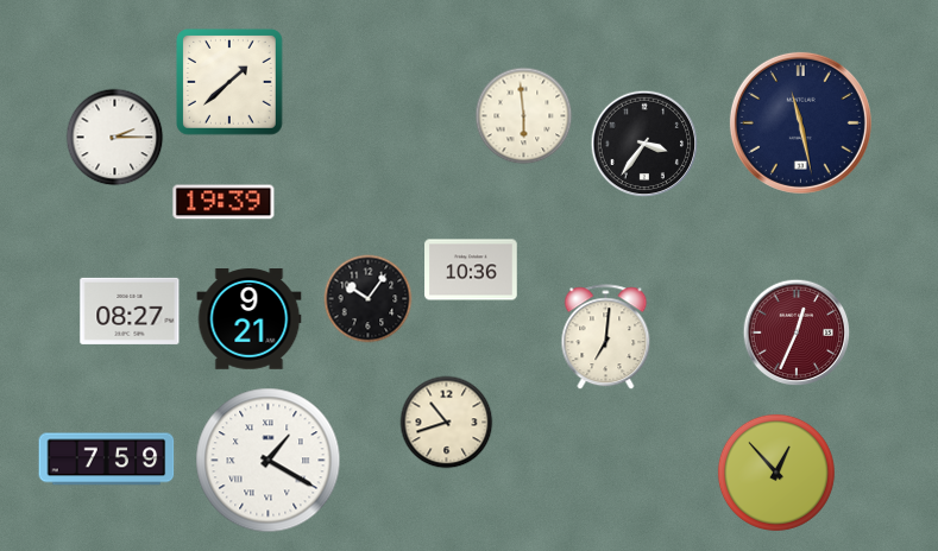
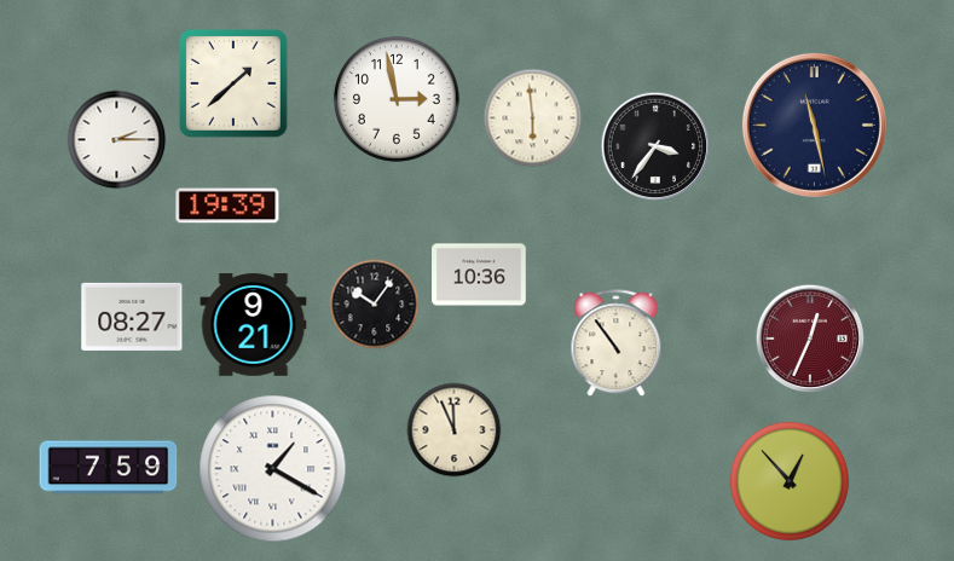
clock at (398, 100): none -> 2:58
clock at (606, 337): 7:01 -> 10:54
clock at (447, 423): 10:42 -> 11:56
